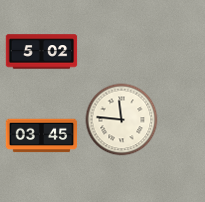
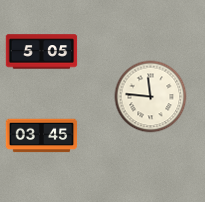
clock at (42, 52): 5:02 -> 5:05
clock at (122, 120) position: (122, 120) -> (151, 97)
